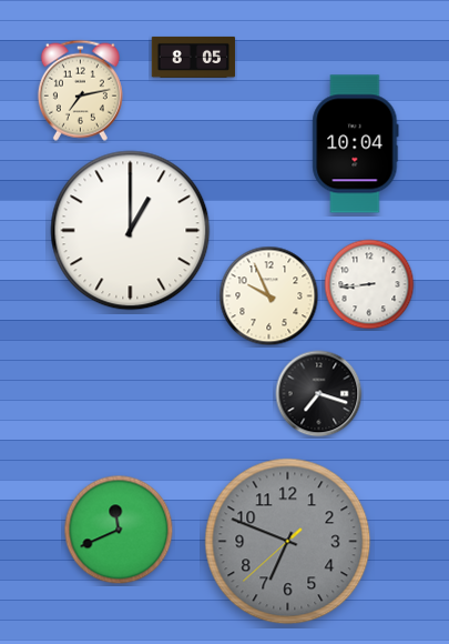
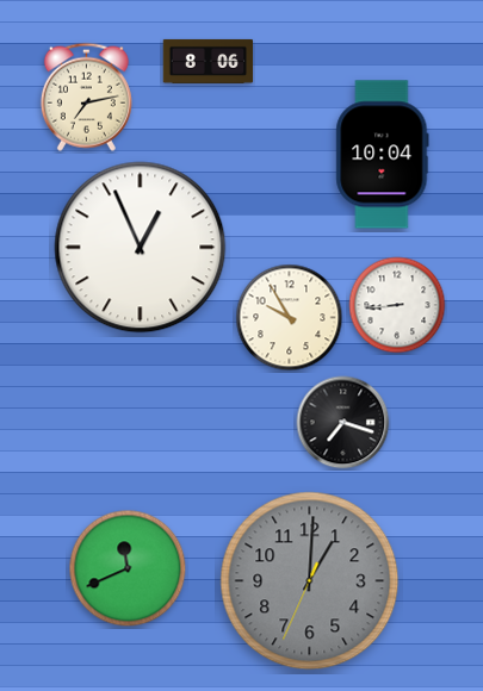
clock at (194, 57): 8:05 -> 8:06
clock at (131, 231): 1:00 -> 12:56
clock at (269, 296): 9:56 -> 9:55
clock at (288, 542): 6:48 -> 1:00
